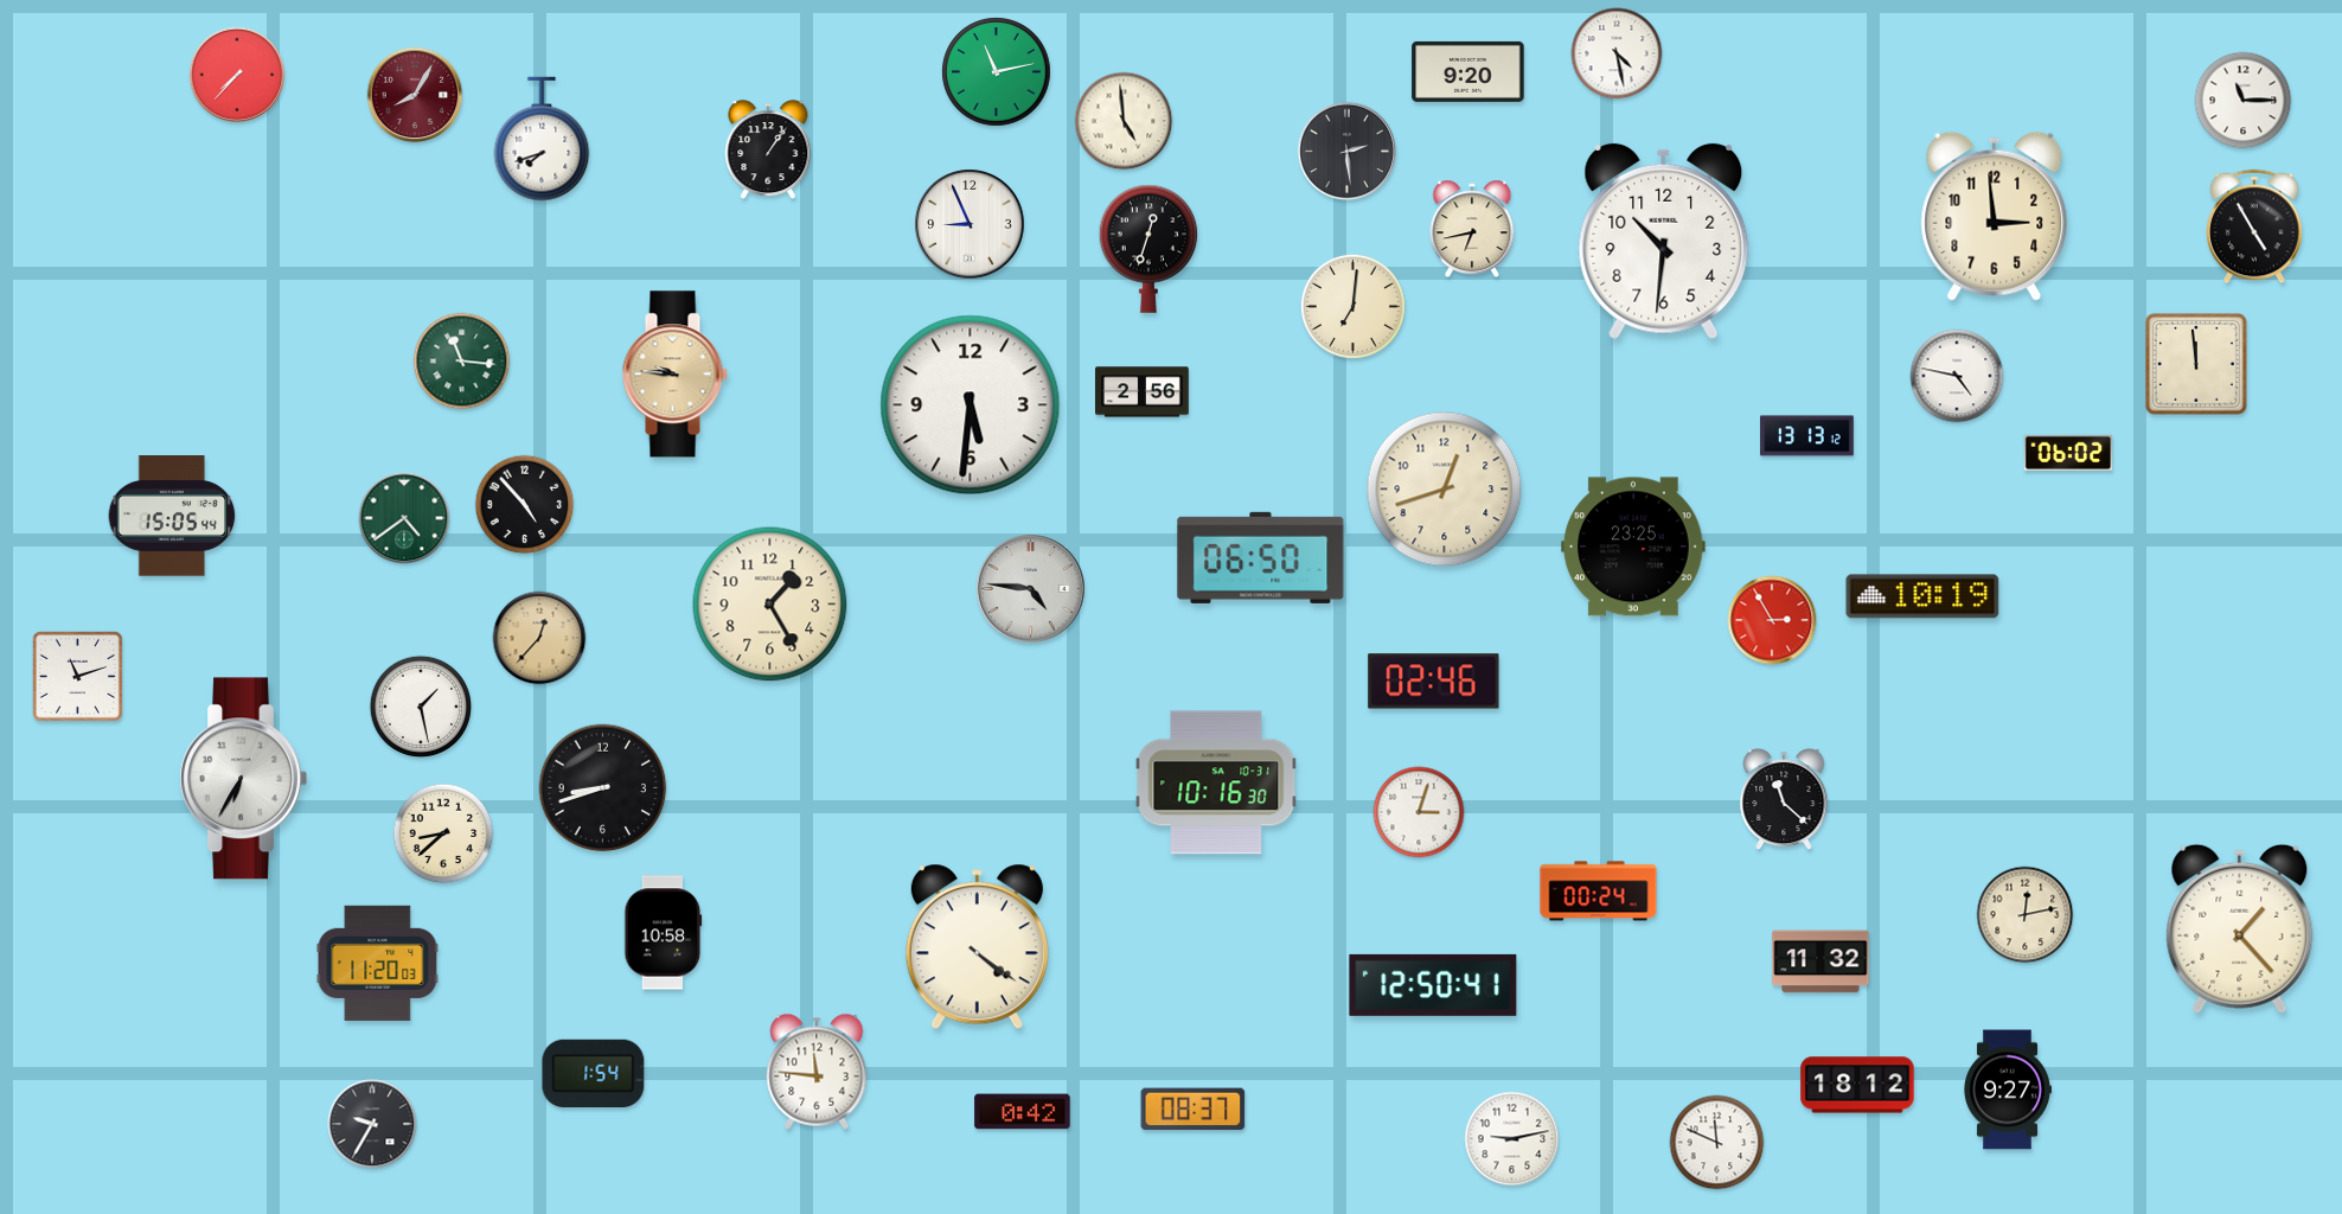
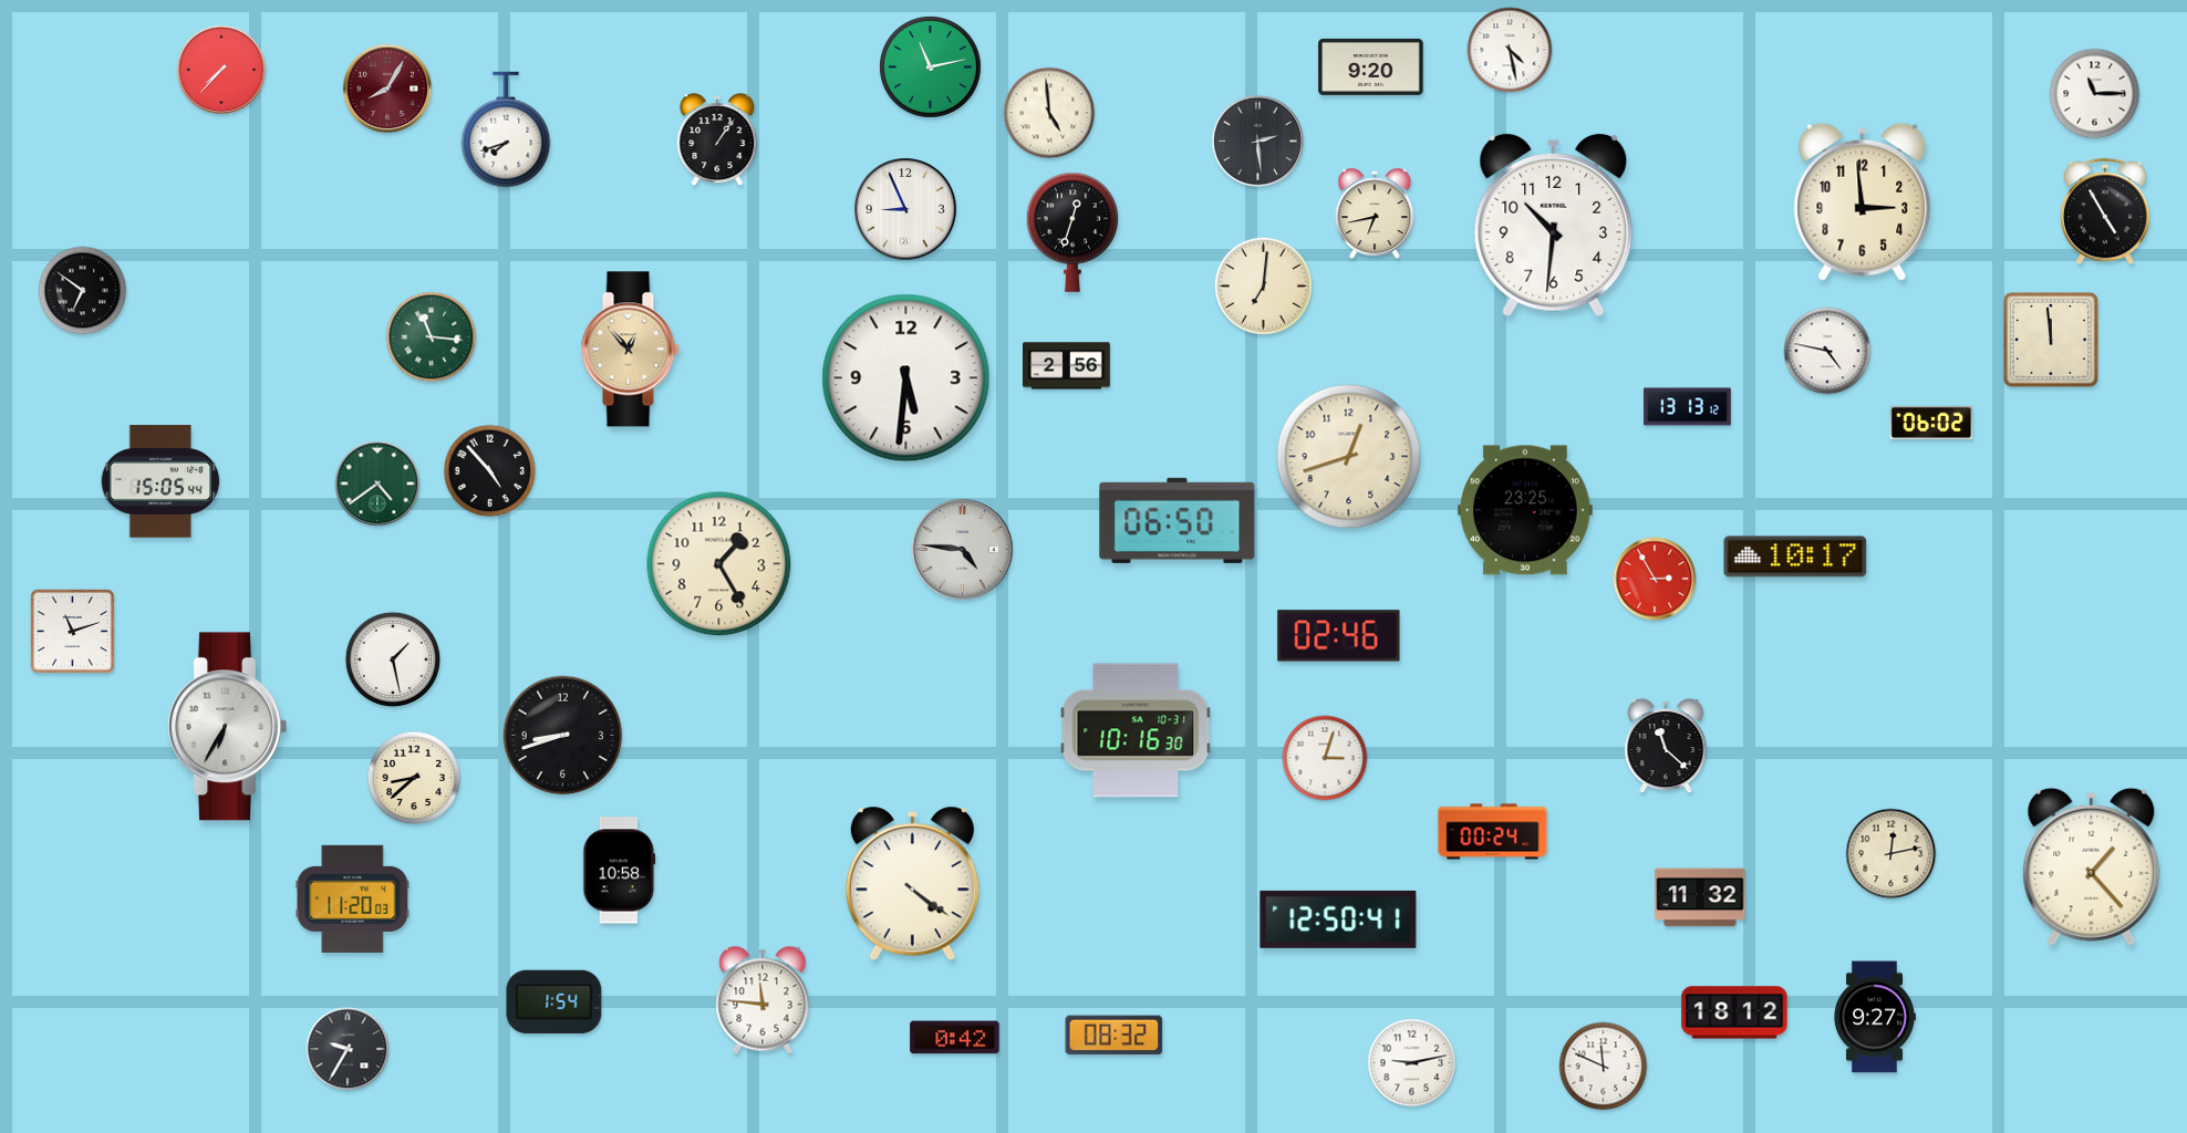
clock at (83, 291): none -> 6:51
clock at (674, 375): 9:46 -> 12:53
clock at (1922, 596): 10:19 -> 10:17
clock at (539, 638): 12:37 -> none
clock at (1194, 1110): 08:37 -> 08:32
